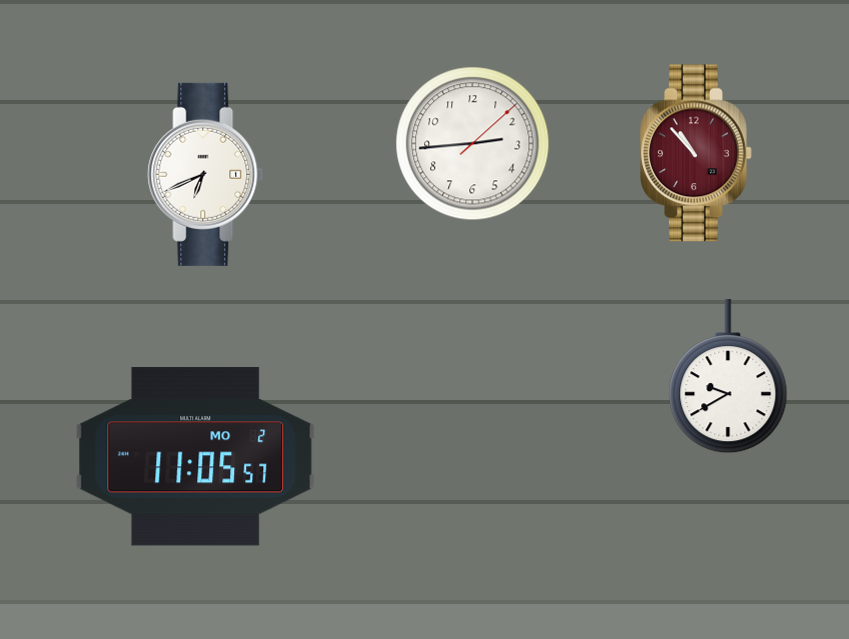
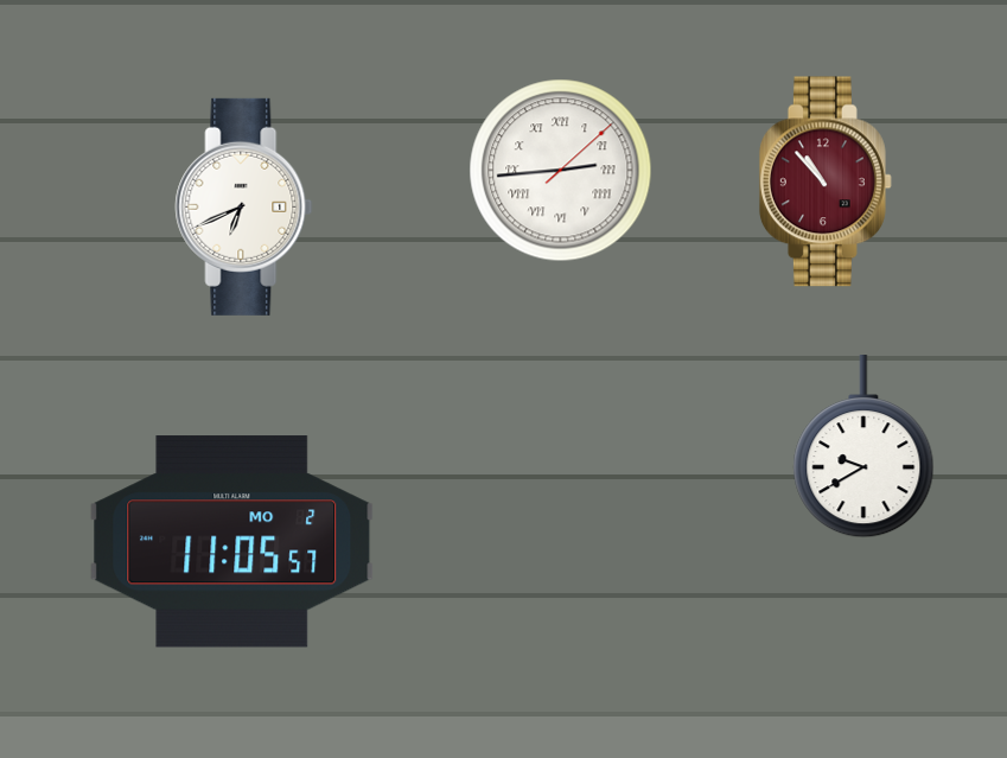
clock at (473, 144) numerals: Arabic -> Roman
